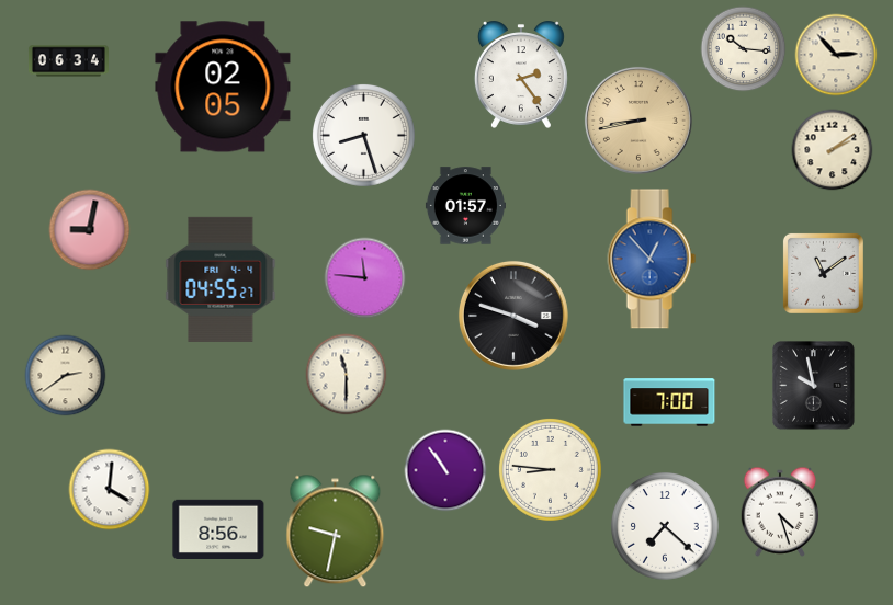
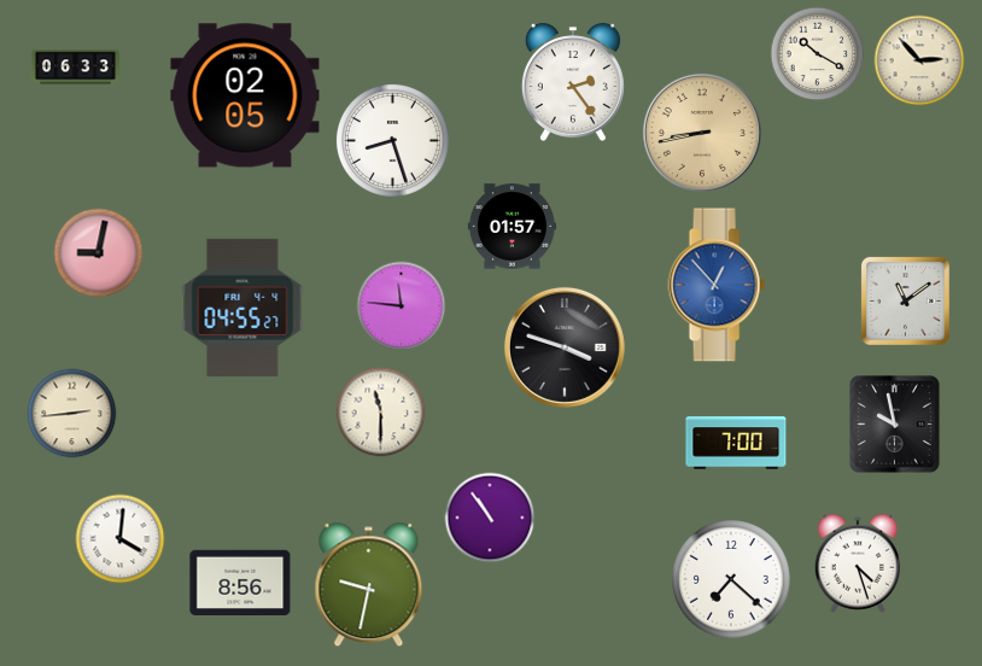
clock at (744, 49): 10:16 -> 10:20
clock at (68, 61): 06:34 -> 06:33
clock at (363, 135) position: (363, 135) -> (392, 140)
clock at (833, 150): 2:09 -> none
clock at (66, 376): 2:39 -> 2:44
clock at (550, 469): 8:46 -> none
